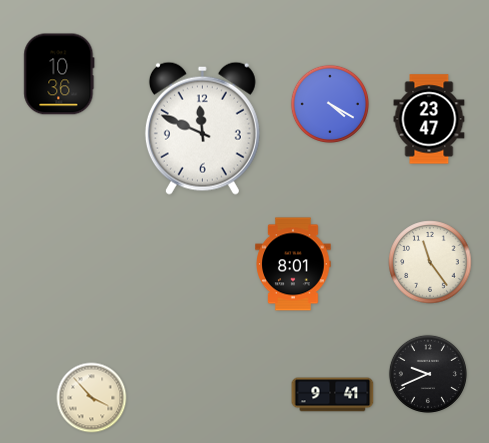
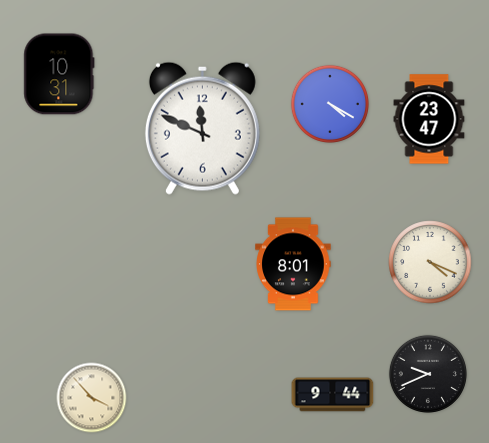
clock at (59, 74): 10:36 -> 10:31
clock at (430, 262): 11:24 -> 4:19
clock at (333, 395): 9:41 -> 9:44
